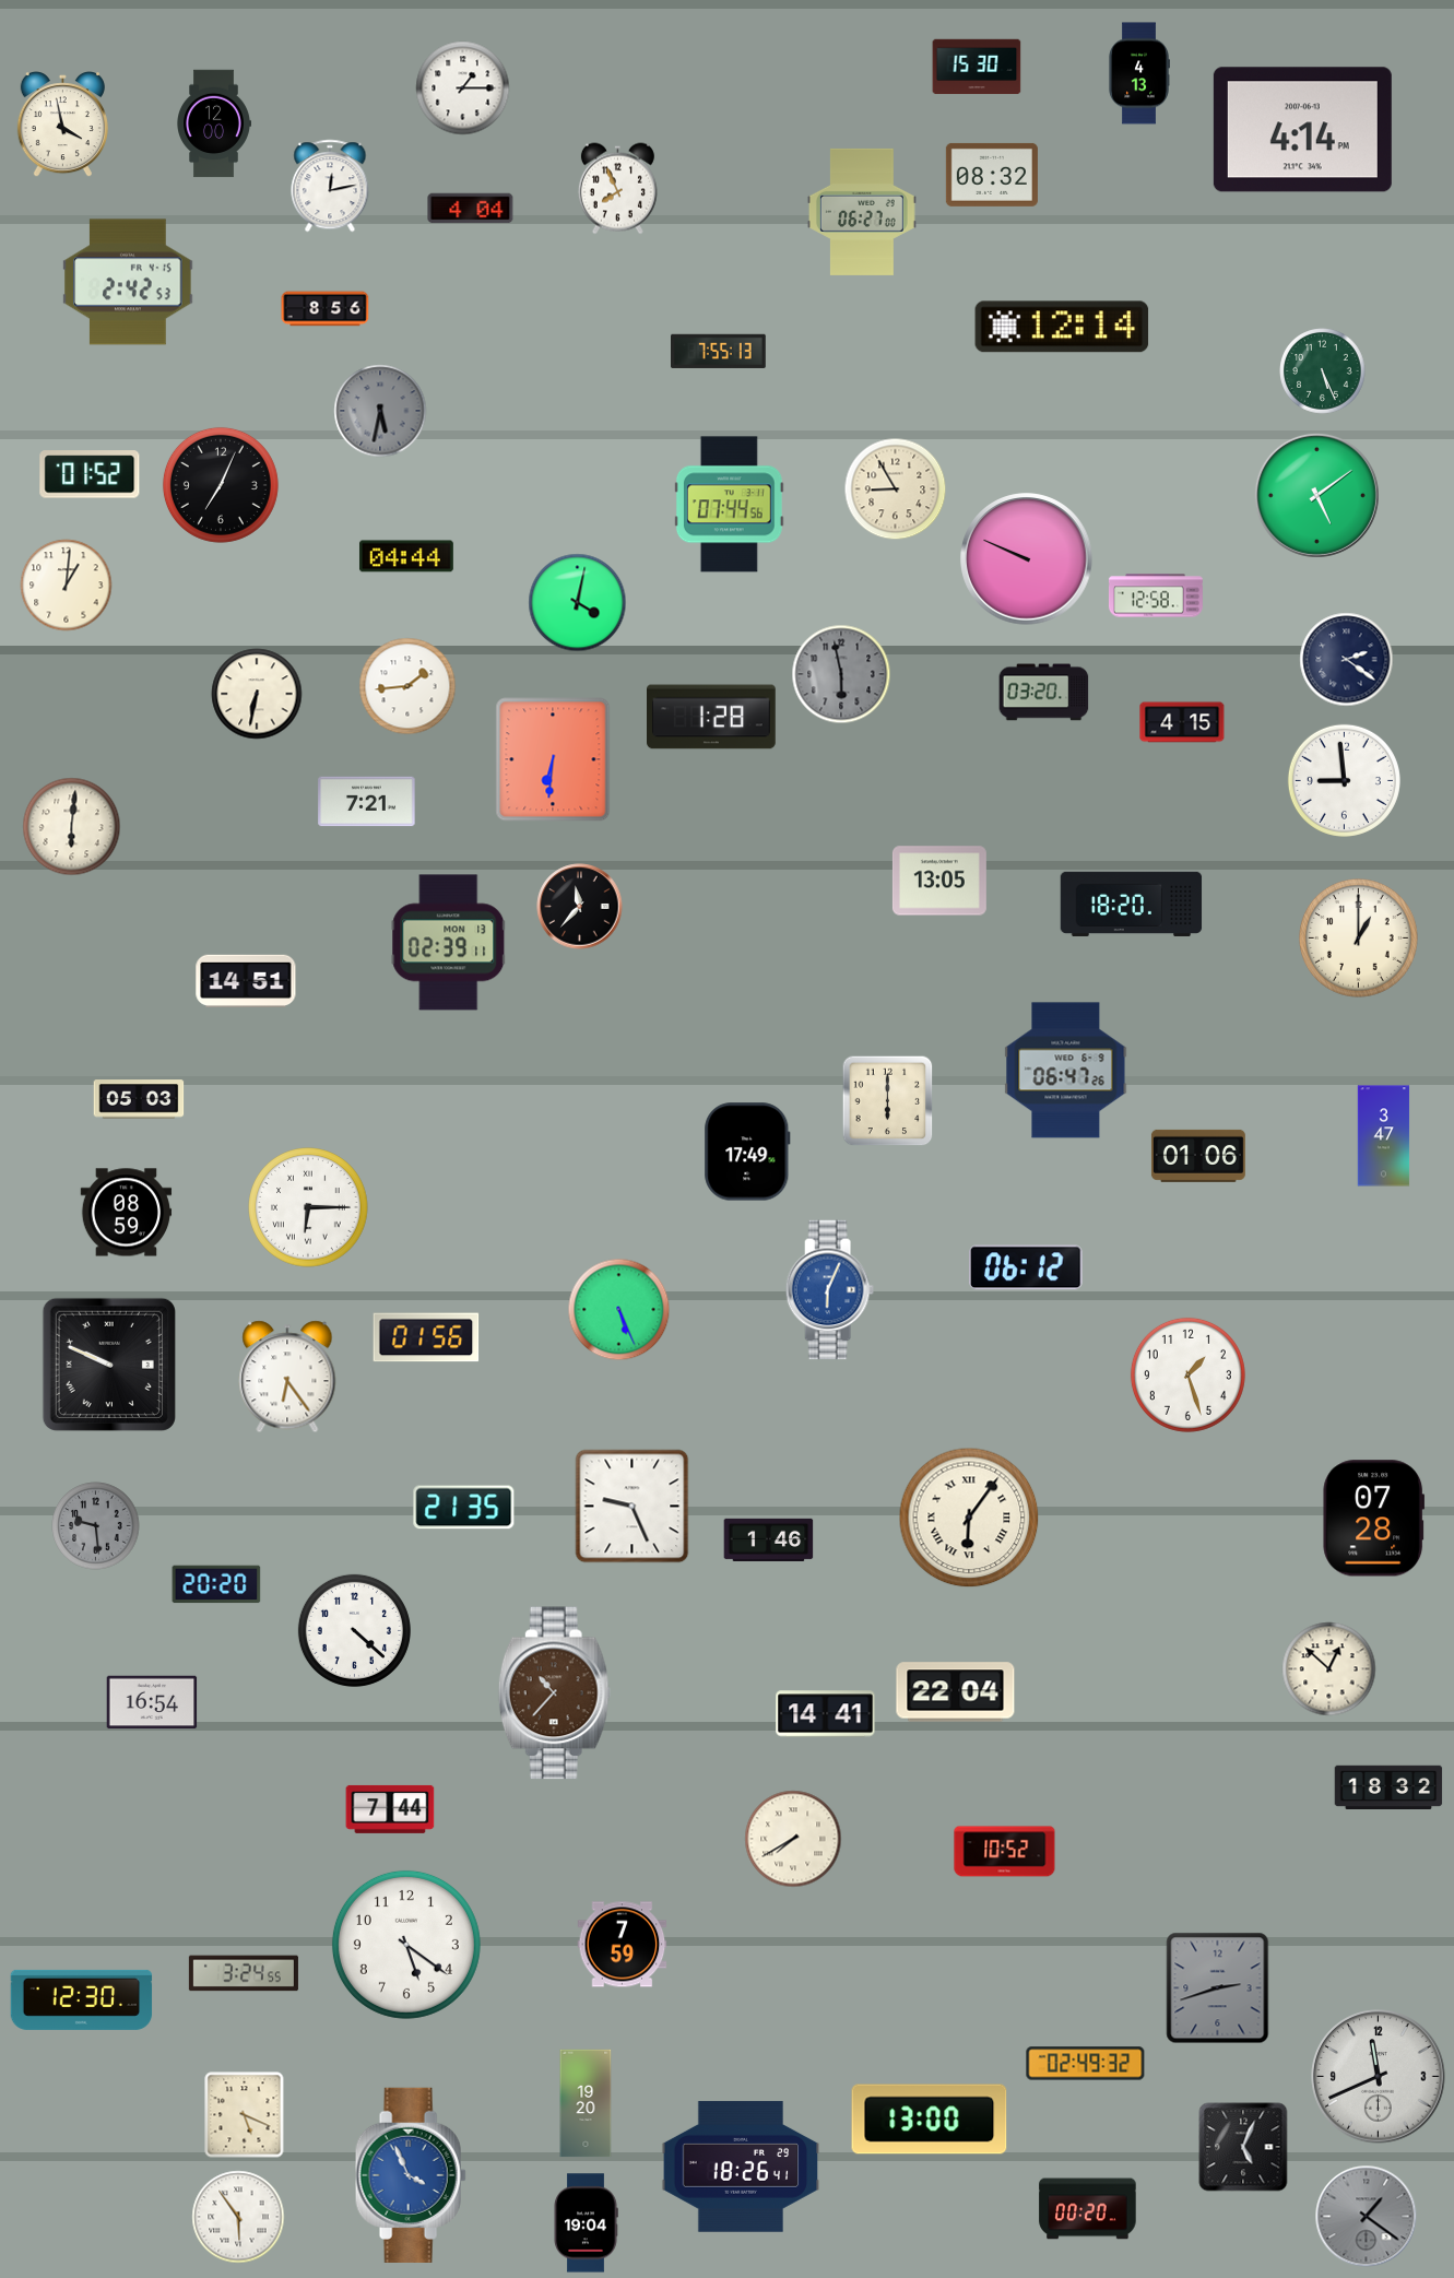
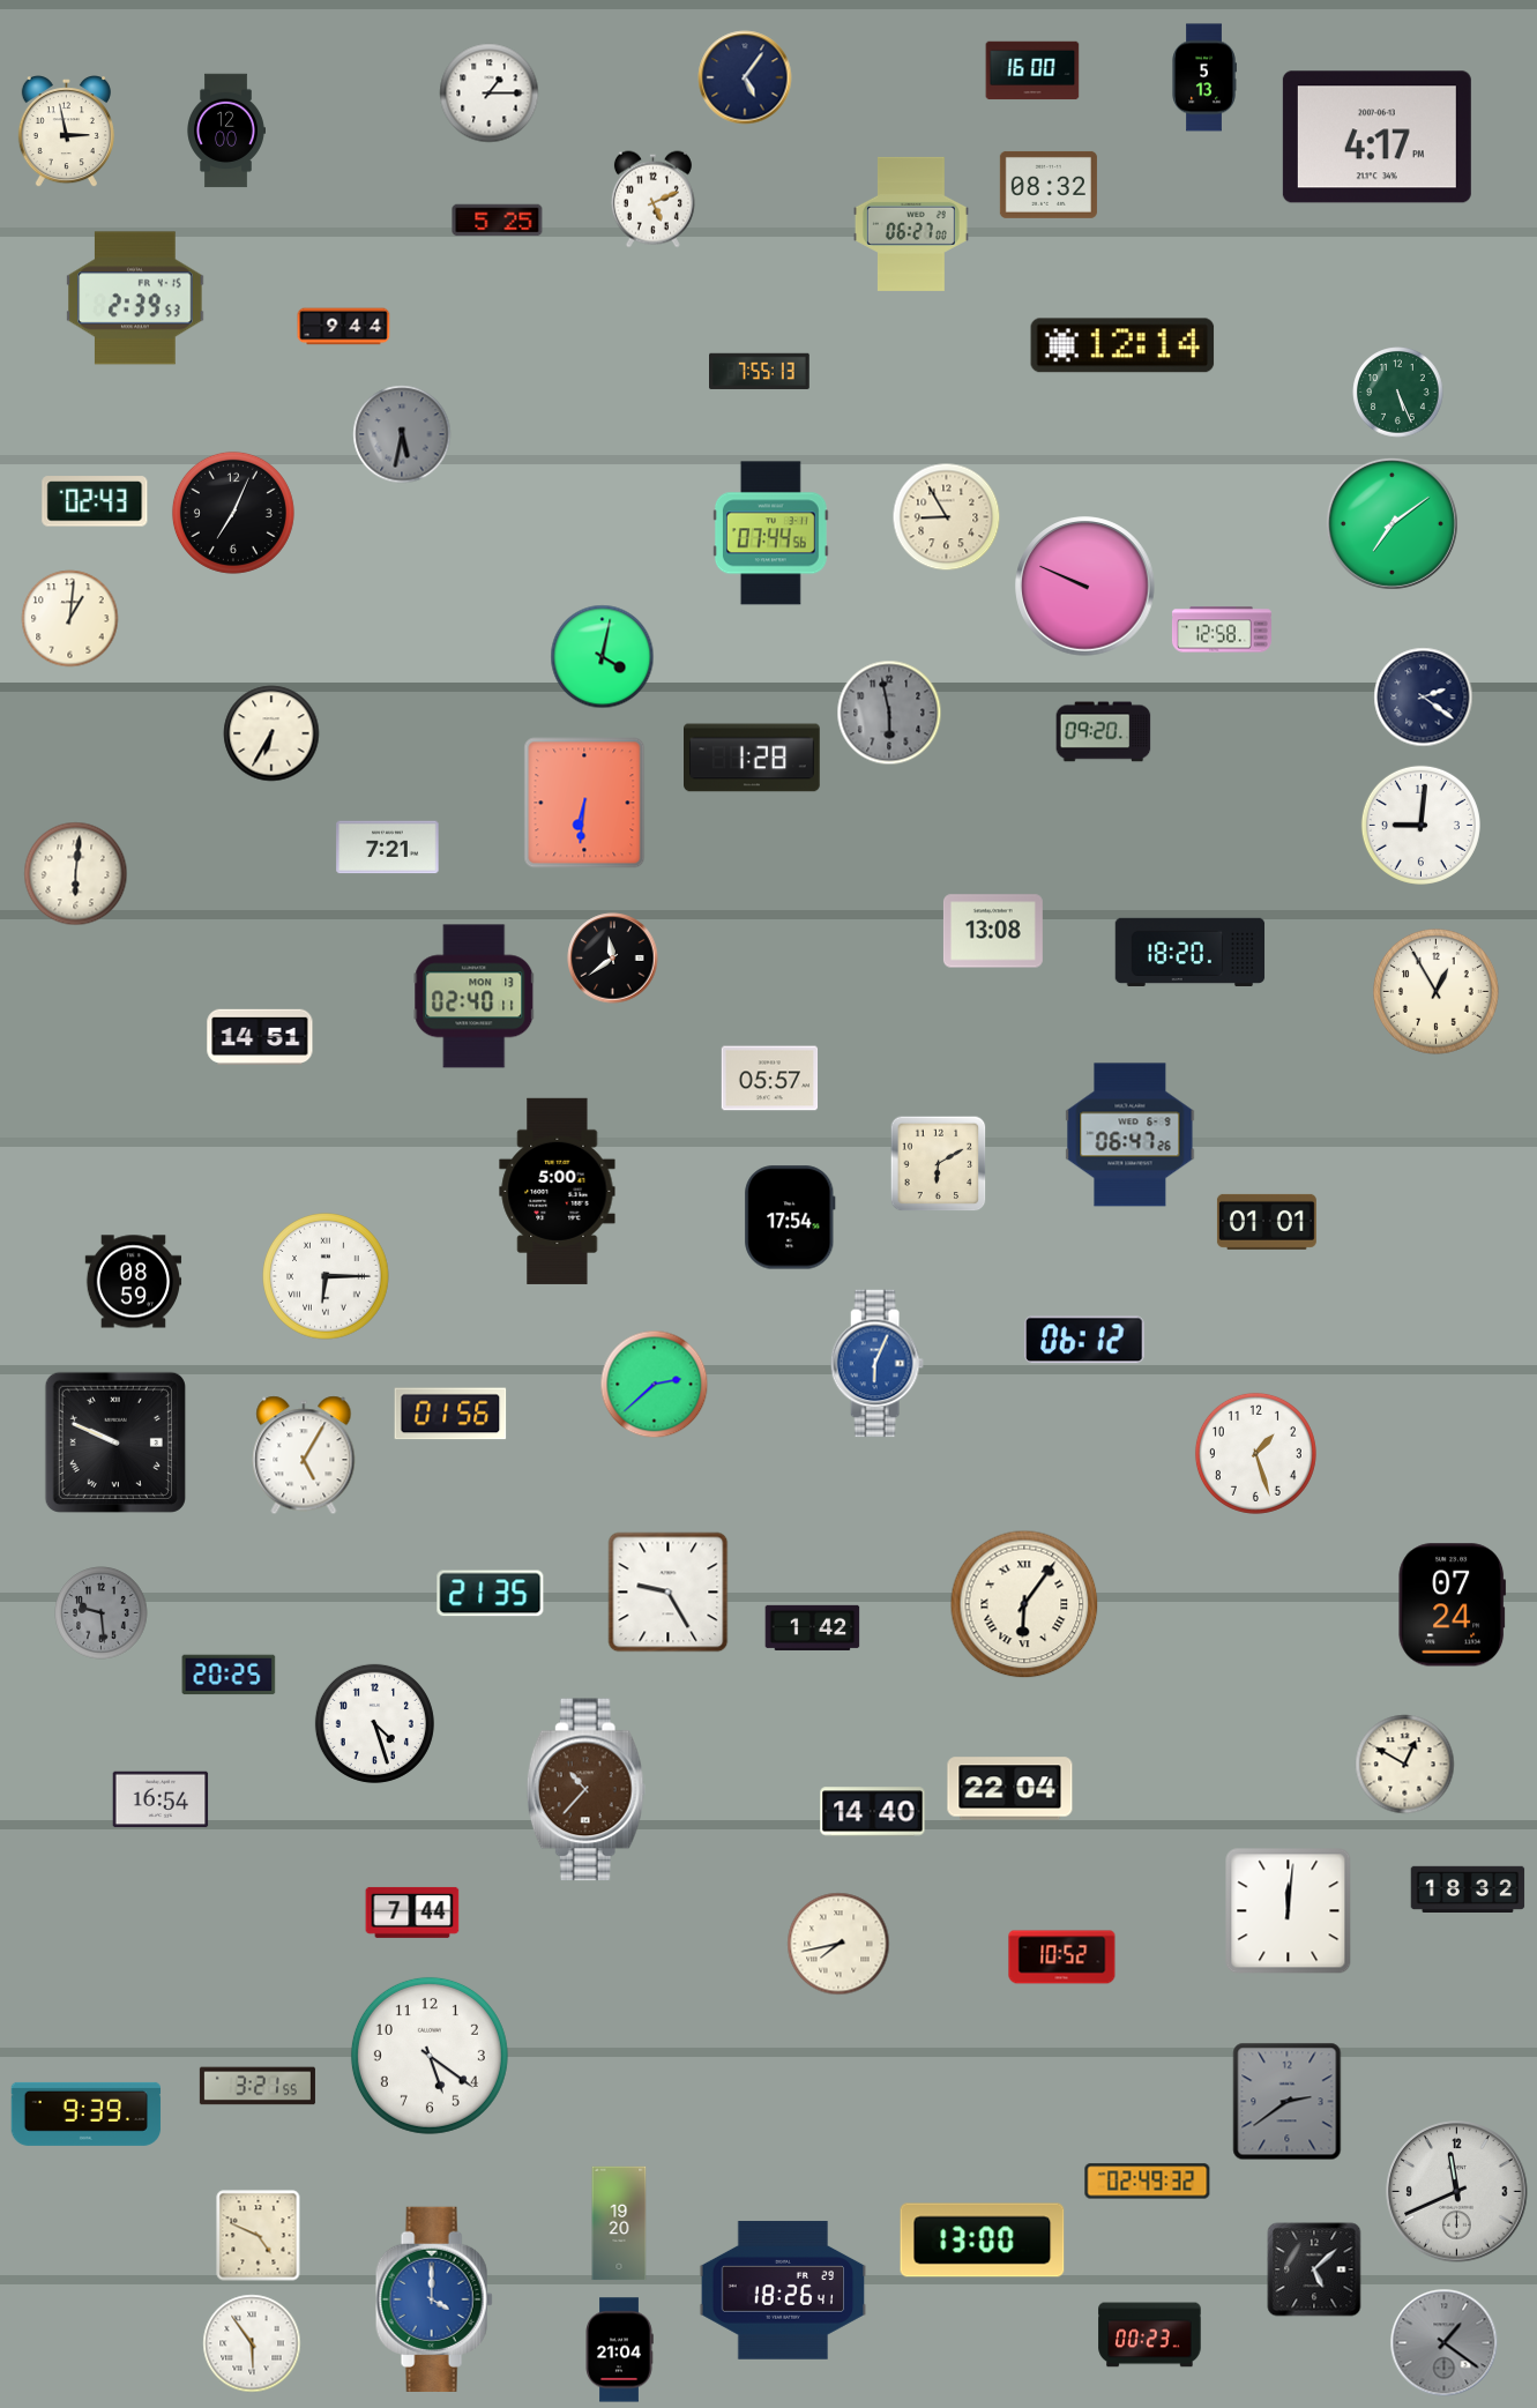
clock at (977, 67): 15:30 -> 16:00
clock at (745, 77): none -> 5:06
clock at (1139, 73): 4:13 -> 5:13
clock at (62, 126): 3:58 -> 2:58
clock at (1302, 130): 4:14 -> 4:17
clock at (330, 186): 12:13 -> none
clock at (617, 189): 7:56 -> 5:11
clock at (471, 209): 4:04 -> 5:25
clock at (128, 282): 2:42 -> 2:39
clock at (326, 309): 8:56 -> 9:44
clock at (90, 474): 01:52 -> 02:43
clock at (1316, 495): 5:09 -> 7:09
clock at (406, 556): 04:44 -> none
clock at (1027, 559) position: (1027, 559) -> (1085, 587)
clock at (578, 603) position: (578, 603) -> (603, 657)
clock at (407, 686): 1:44 -> none
clock at (1044, 693): 03:20 -> 09:20
clock at (257, 694): 6:32 -> 6:35
clock at (1182, 722): 4:15 -> none
clock at (1344, 780): 8:59 -> 9:01
clock at (939, 881): 13:05 -> 13:08
clock at (1132, 904) position: (1132, 904) -> (1191, 952)
clock at (580, 907): 11:37 -> 11:39
clock at (1359, 939): 1:00 -> 12:55
clock at (449, 943): 02:39 -> 02:40
clock at (770, 1079): none -> 05:57
clock at (1066, 1071) position: (1066, 1071) -> (1131, 1135)
clock at (139, 1099): 05:03 -> none
clock at (888, 1101): 6:00 -> 6:10
clock at (558, 1191): none -> 5:00
clock at (1384, 1136): 3:47 -> none
clock at (747, 1152): 17:49 -> 17:54
clock at (1198, 1156): 01:06 -> 01:01
clock at (619, 1310): 5:26 -> 2:38
clock at (287, 1377): 6:24 -> 5:05
clock at (633, 1507): 9:26 -> 9:25
clock at (1374, 1519): 07:28 -> 07:24
clock at (769, 1539): 1:46 -> 1:42
clock at (216, 1584): 20:20 -> 20:25
clock at (354, 1630): 4:22 -> 4:27
clock at (1329, 1669): 12:52 -> 12:50
clock at (826, 1714): 14:41 -> 14:40
clock at (1289, 1911): none -> 12:01
clock at (793, 1839): 7:40 -> 7:43
clock at (623, 1945): 7:59 -> none
clock at (244, 1973): 3:24 -> 3:21
clock at (1218, 1988): 2:42 -> 2:39
clock at (82, 1999): 12:30 -> 9:39
clock at (1379, 2077) position: (1379, 2077) -> (1457, 2192)
clock at (245, 2115): 5:19 -> 4:49
clock at (1243, 2147): 5:04 -> 5:08
clock at (411, 2175): 3:56 -> 4:00
clock at (1088, 2209): 00:20 -> 00:23
clock at (586, 2223): 19:04 -> 21:04
